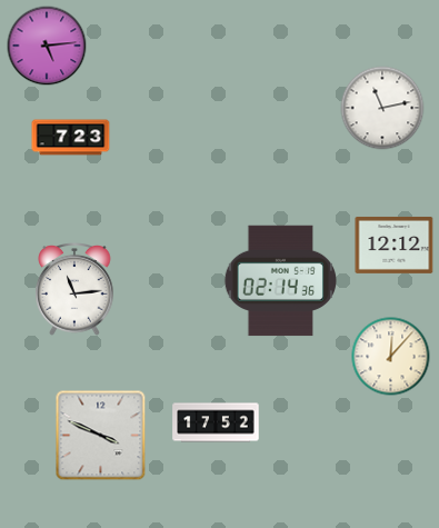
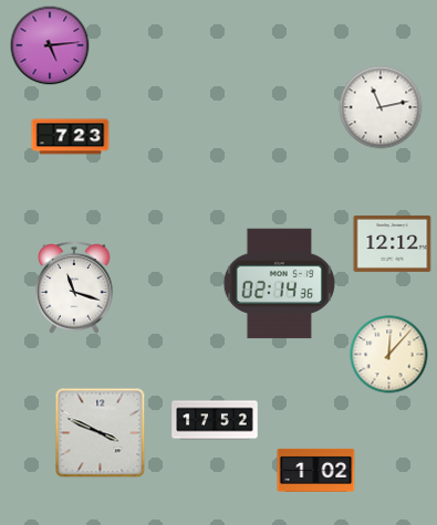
clock at (47, 46) position: (47, 46) -> (50, 45)
clock at (280, 281) position: (280, 281) -> (279, 284)
clock at (74, 289): 11:14 -> 11:18
clock at (316, 470): none -> 1:02
